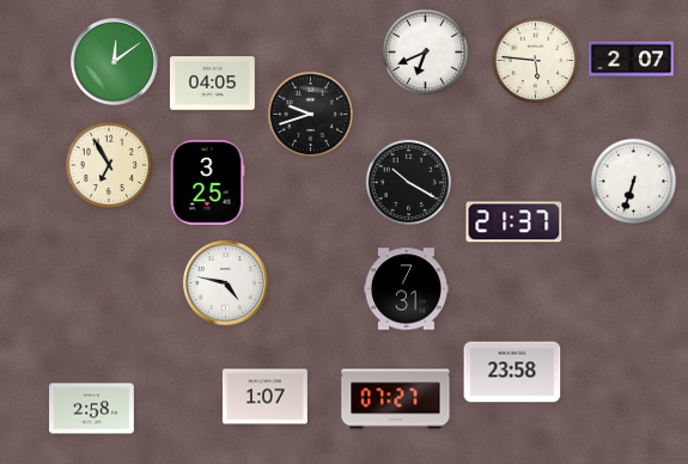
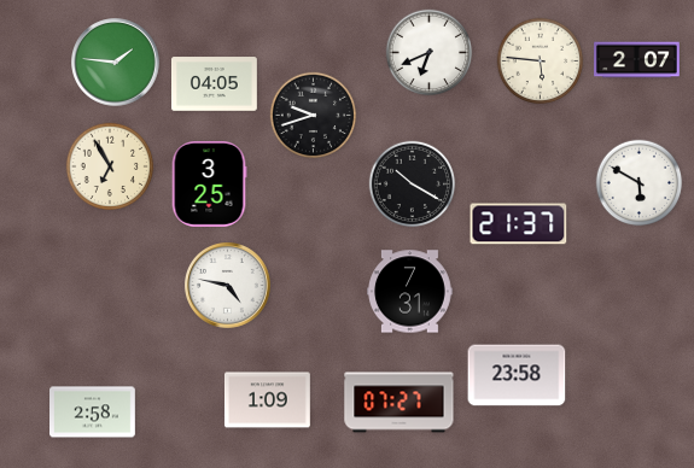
clock at (115, 62): 12:09 -> 1:46
clock at (634, 182): 6:33 -> 5:50
clock at (264, 397): 1:07 -> 1:09
